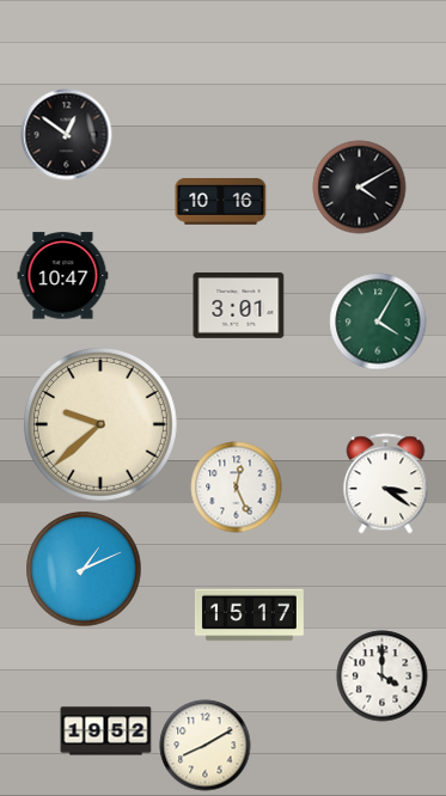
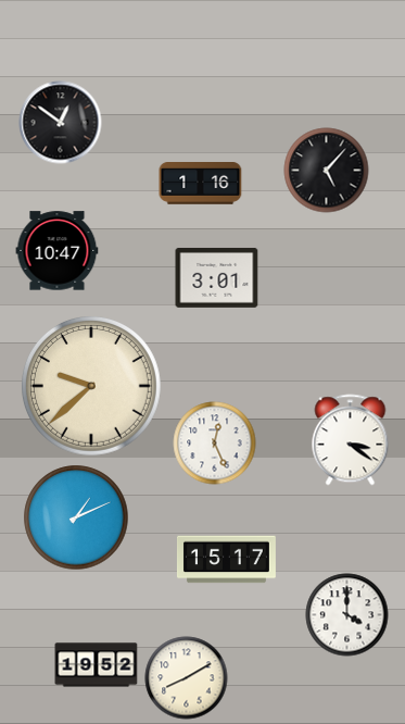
clock at (360, 188): 4:10 -> 5:07
clock at (221, 202): 10:16 -> 1:16
clock at (378, 322): 4:05 -> none
